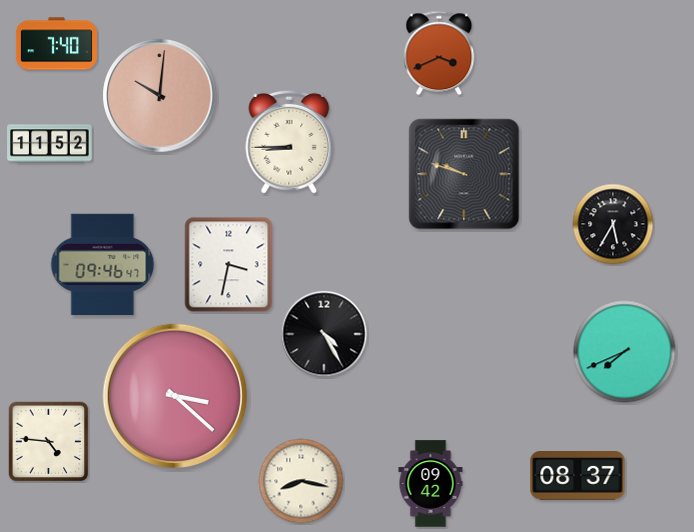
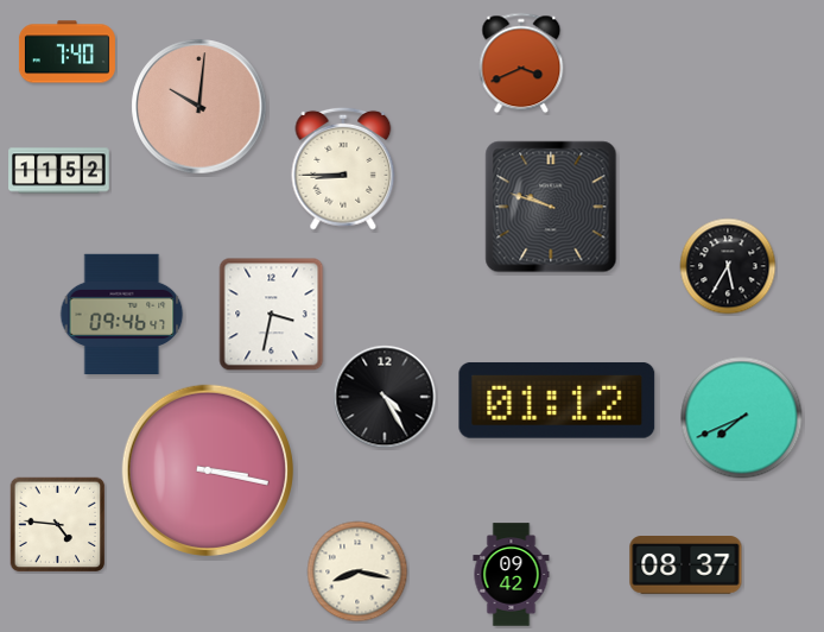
clock at (160, 96) position: (160, 96) -> (199, 107)
clock at (557, 400): none -> 01:12
clock at (175, 396): 3:22 -> 3:17
